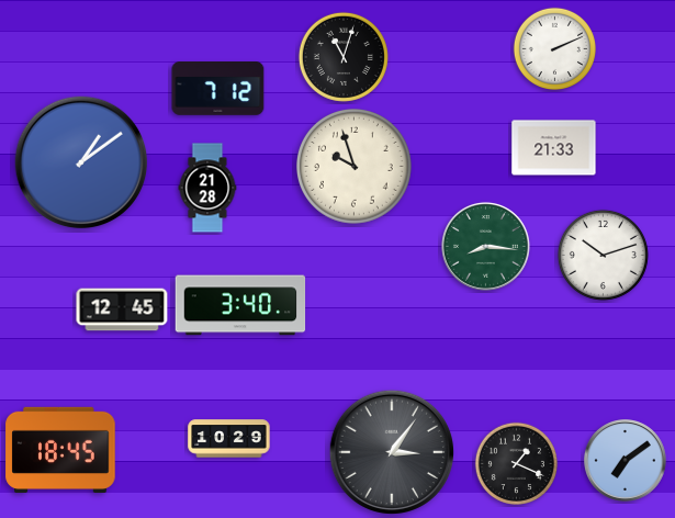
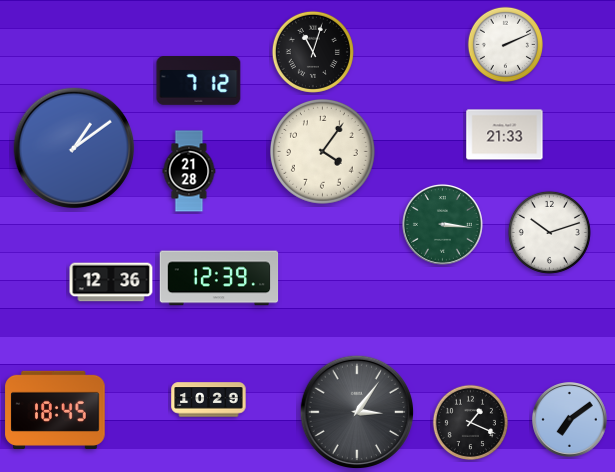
clock at (355, 167): 9:57 -> 4:06
clock at (485, 246): 8:16 -> 3:16
clock at (240, 305): 3:40 -> 12:39
clock at (122, 309): 12:45 -> 12:36
